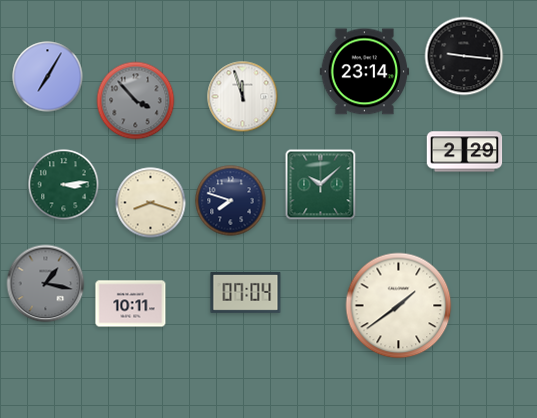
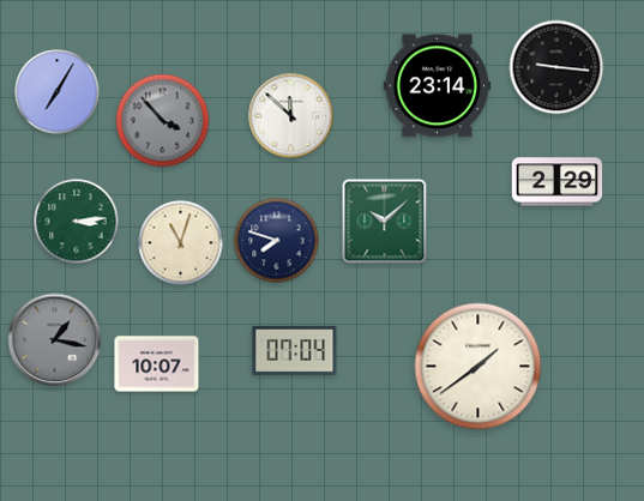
clock at (243, 97): 11:57 -> 11:52
clock at (151, 203): 8:18 -> 11:03
clock at (131, 304): 10:11 -> 10:07
